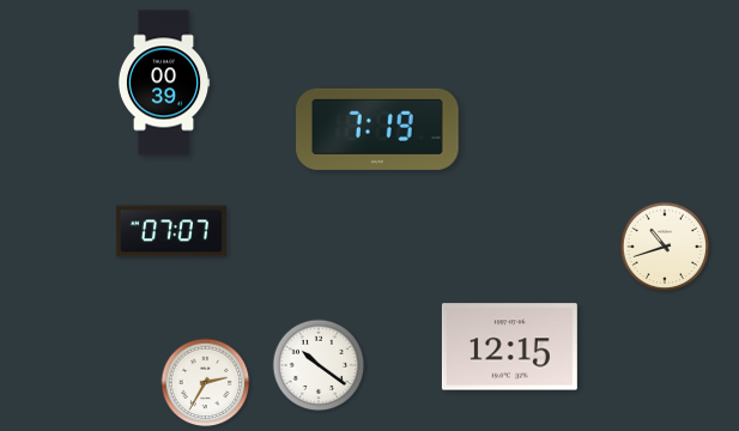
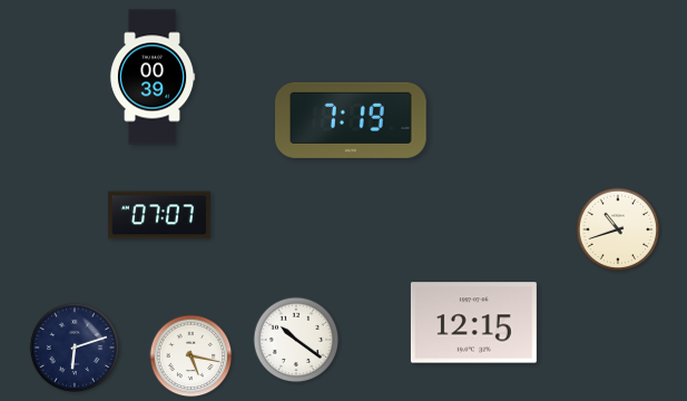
clock at (73, 346): none -> 6:12
clock at (206, 383): 2:35 -> 5:17
